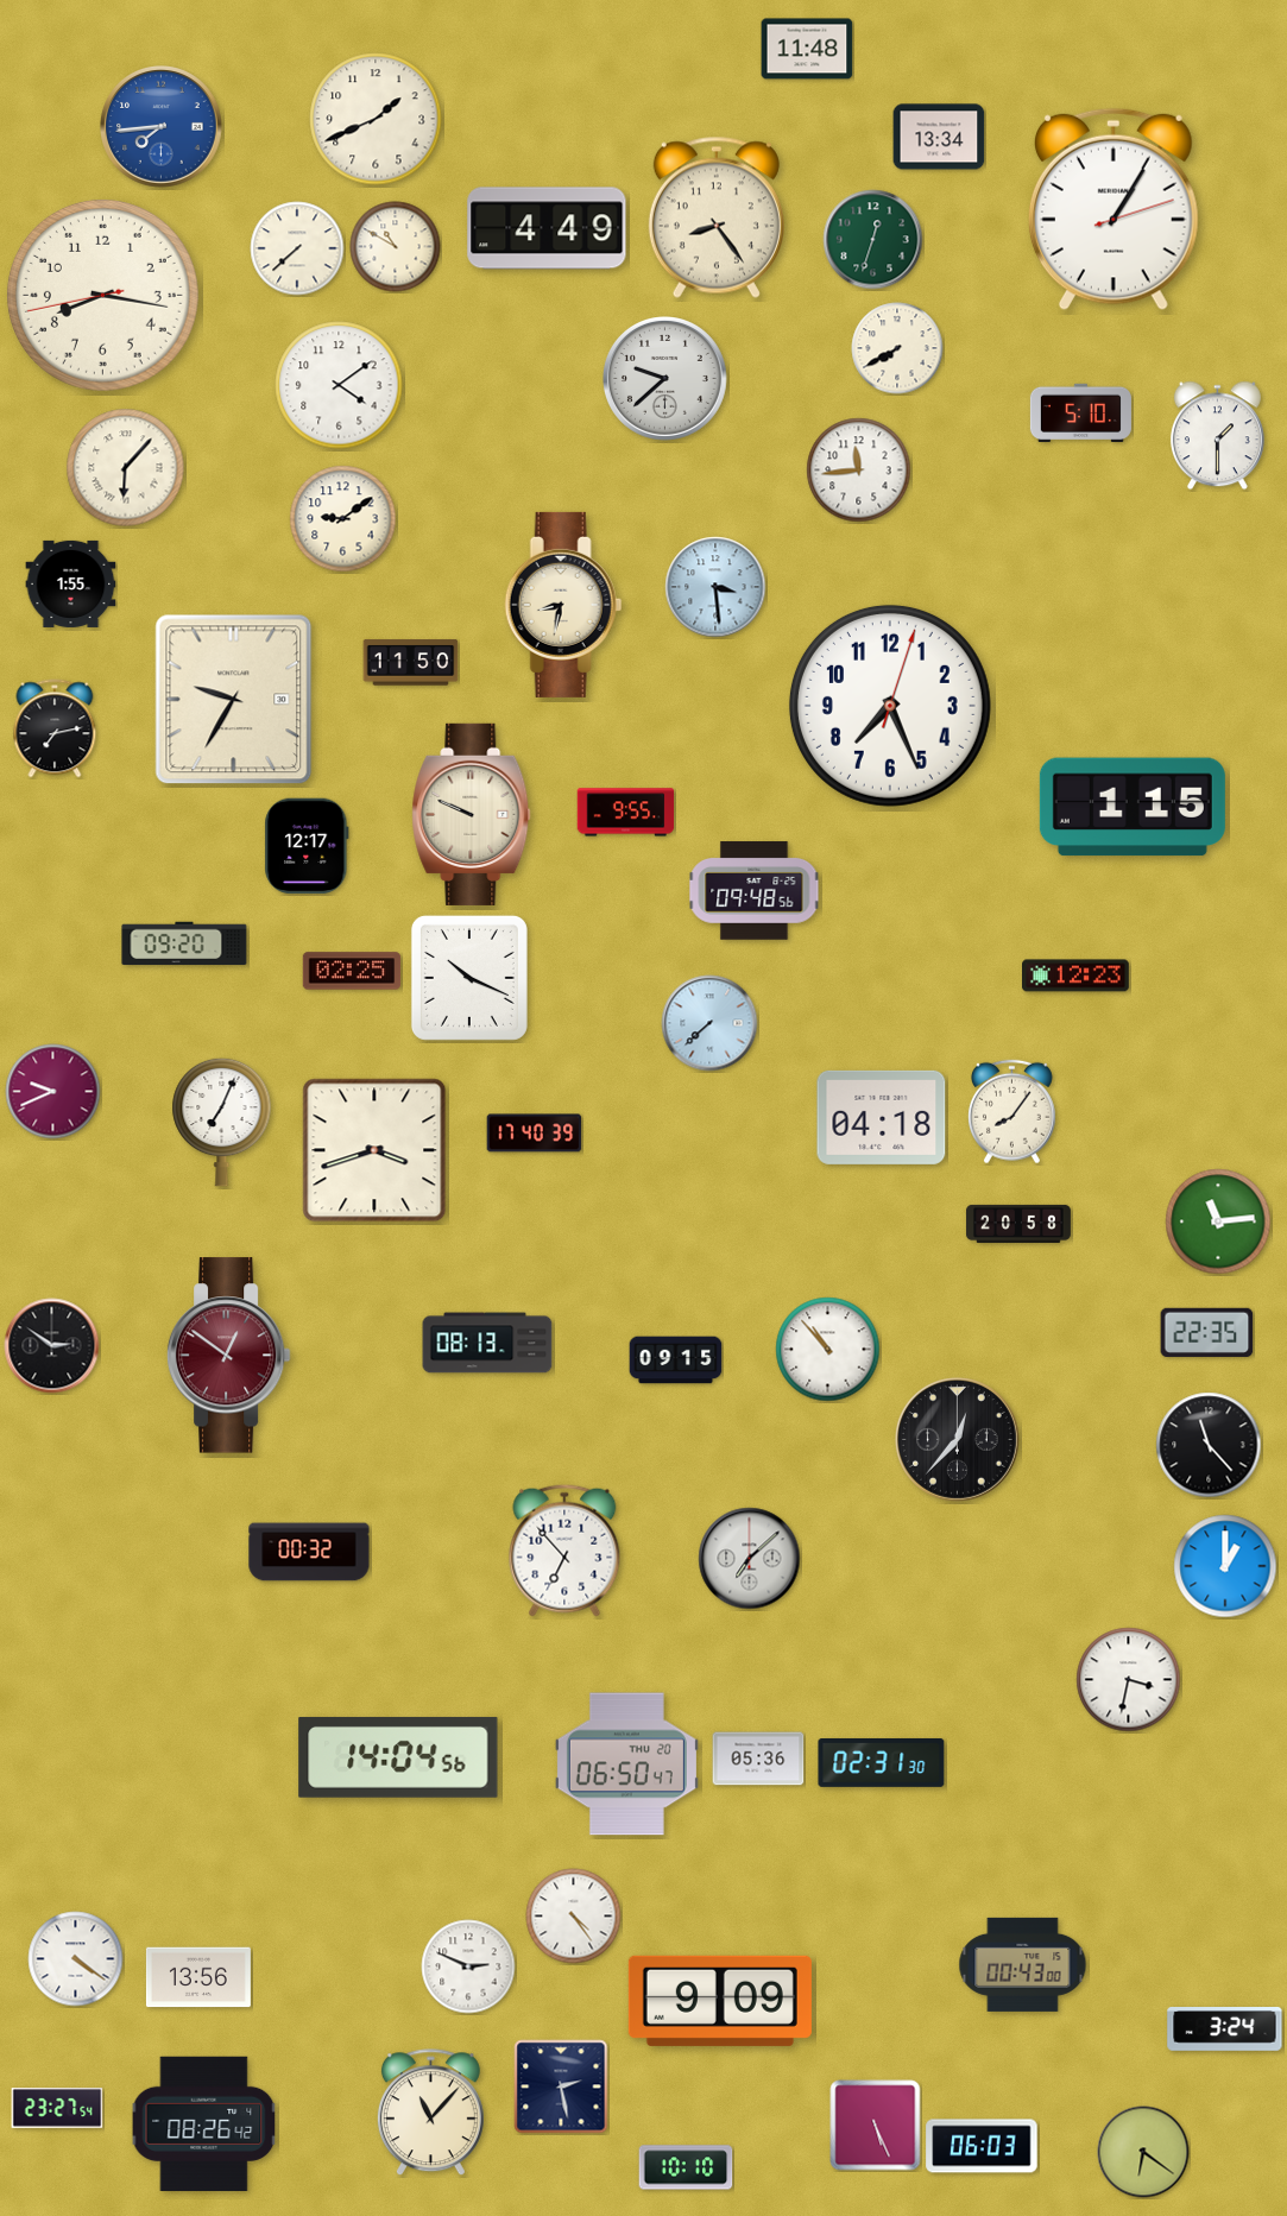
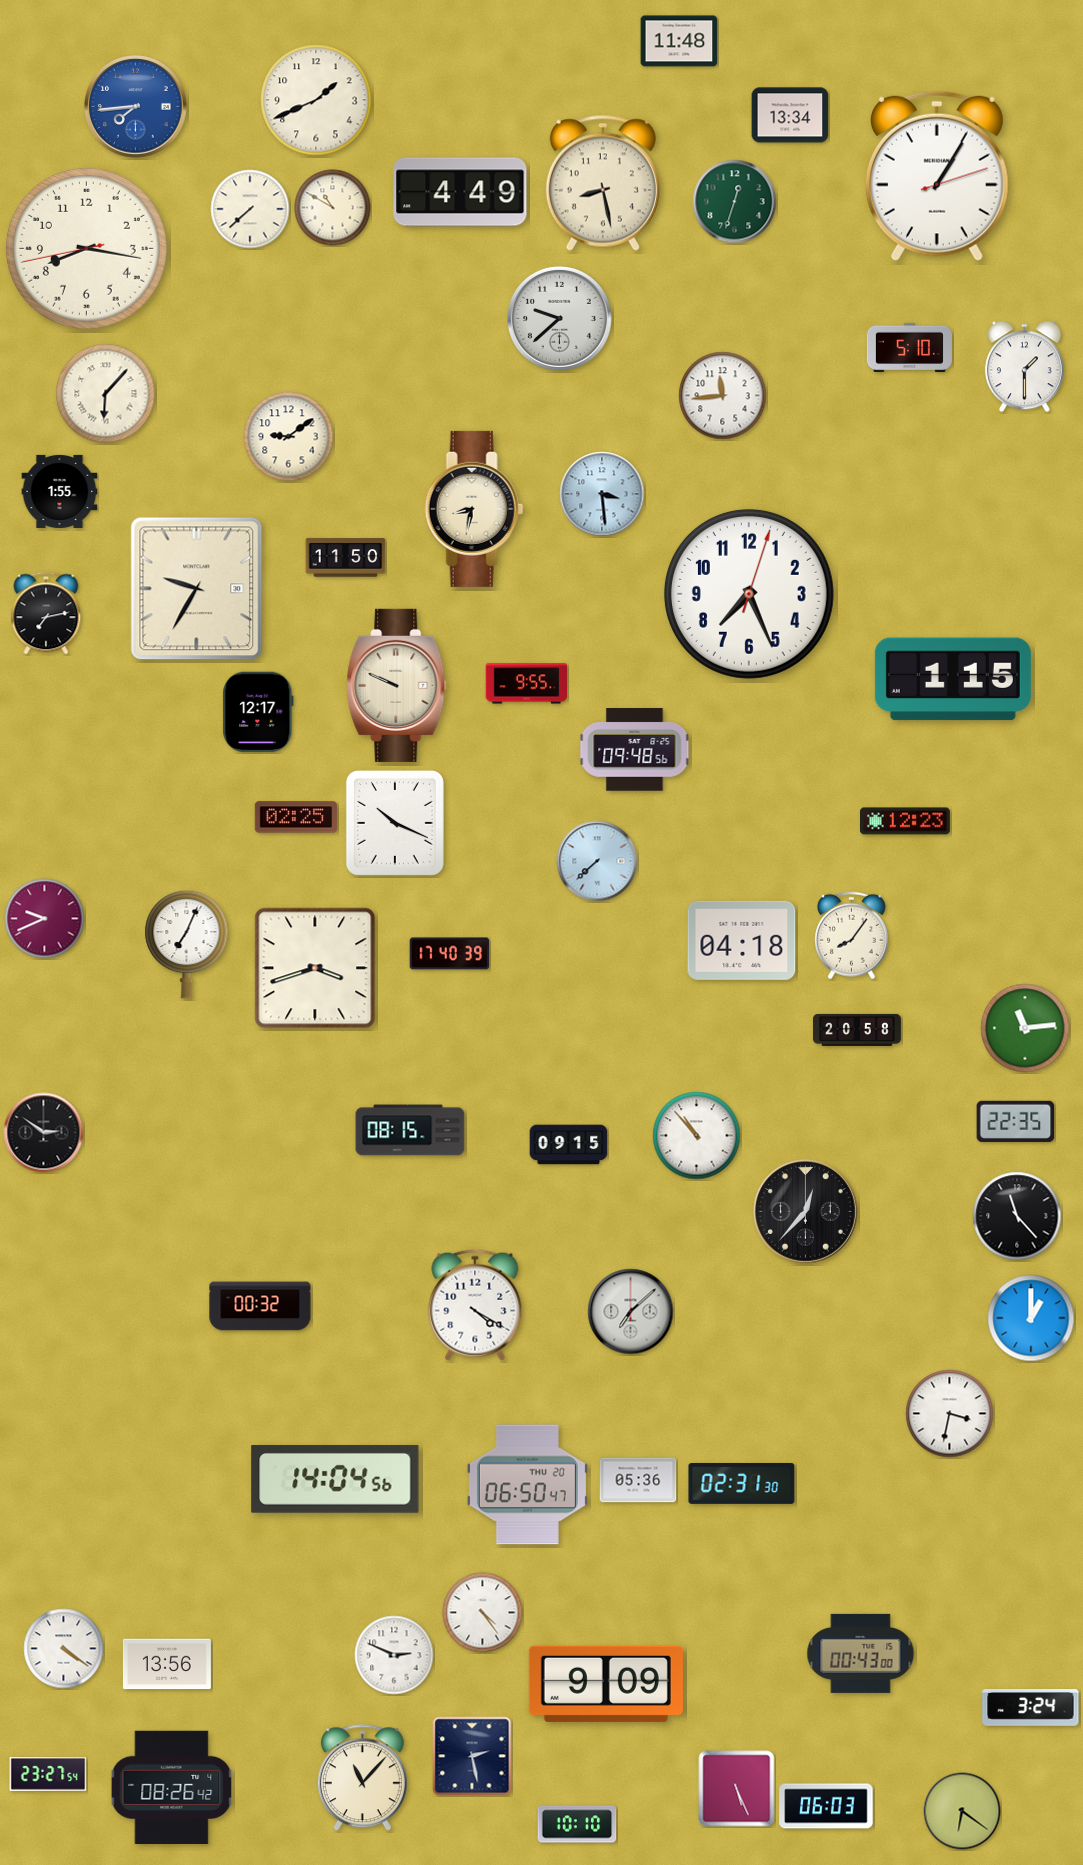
clock at (717, 217): 8:24 -> 8:28
clock at (897, 348): 7:40 -> none
clock at (339, 385): 4:09 -> none
clock at (184, 943): 09:20 -> none
clock at (487, 1343): 08:13 -> 08:15
clock at (228, 1356): 12:51 -> none
clock at (564, 1551): 6:53 -> 4:20
